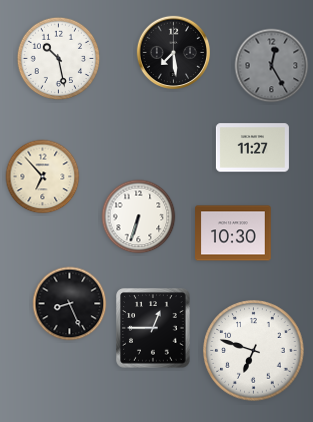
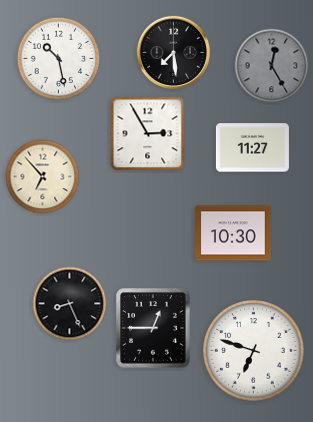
clock at (148, 134): none -> 2:55
clock at (139, 217): 6:33 -> none
